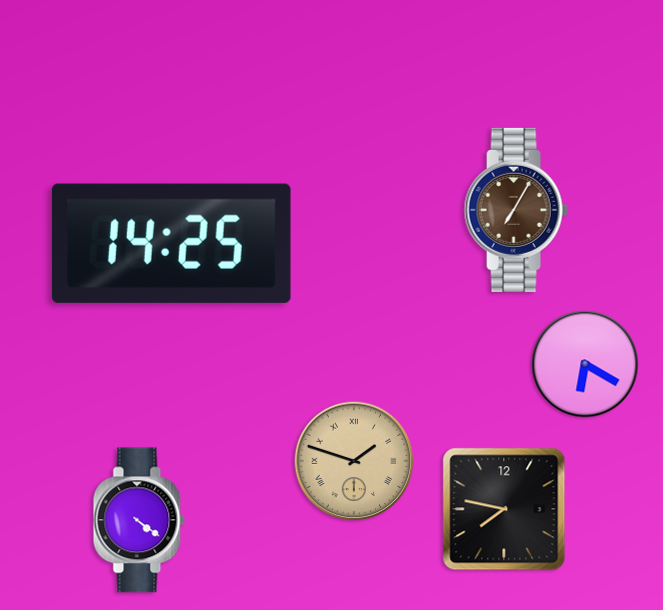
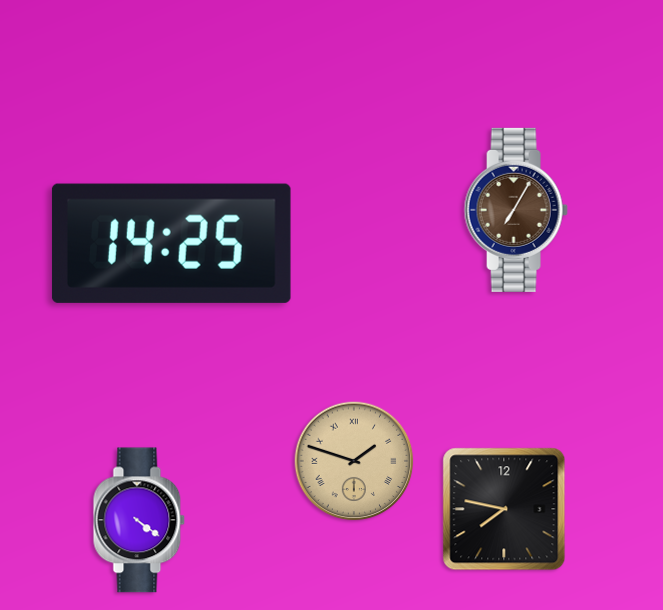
clock at (585, 364): 6:20 -> none
